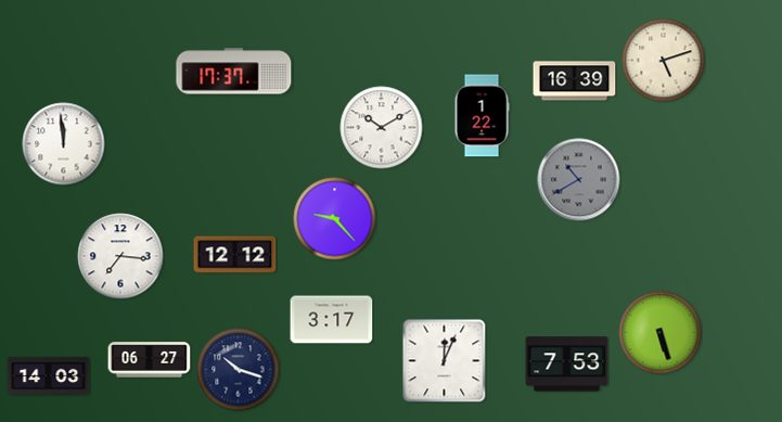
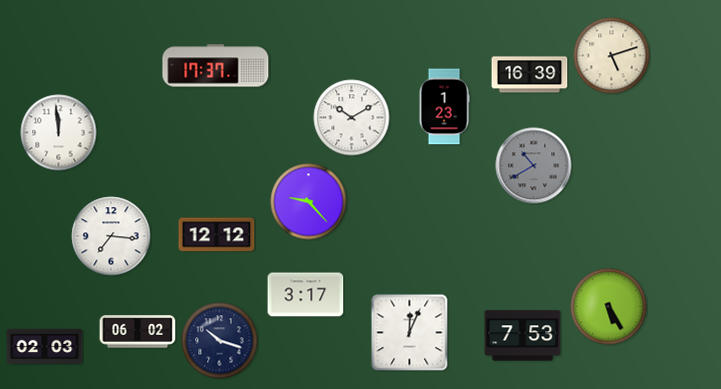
clock at (482, 116): 1:22 -> 1:23
clock at (661, 333): 5:27 -> 5:25
clock at (150, 360): 06:27 -> 06:02
clock at (49, 376): 14:03 -> 02:03
